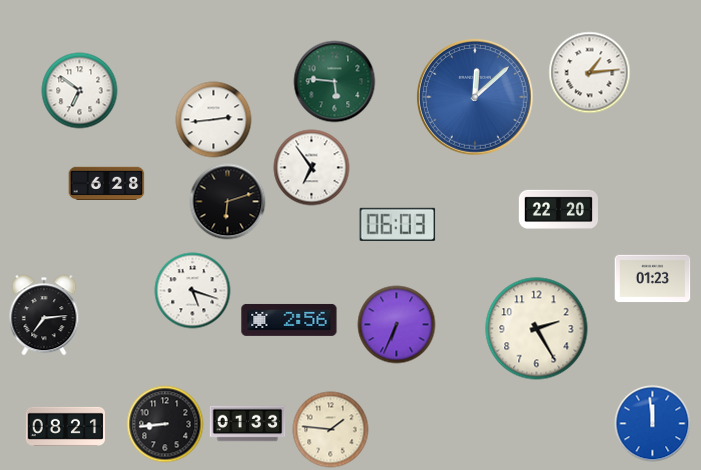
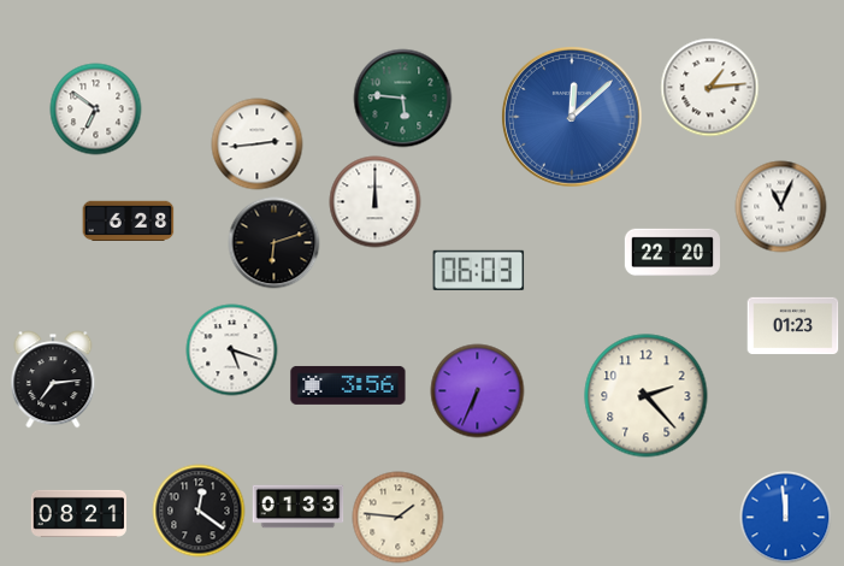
clock at (312, 168): 6:54 -> 12:00
clock at (781, 207): none -> 11:04
clock at (653, 279) position: (653, 279) -> (793, 326)
clock at (289, 320): 2:56 -> 3:56
clock at (537, 329): 2:25 -> 2:23
clock at (165, 424): 8:44 -> 12:21
clock at (248, 424) position: (248, 424) -> (299, 507)
clock at (653, 424) position: (653, 424) -> (786, 518)
